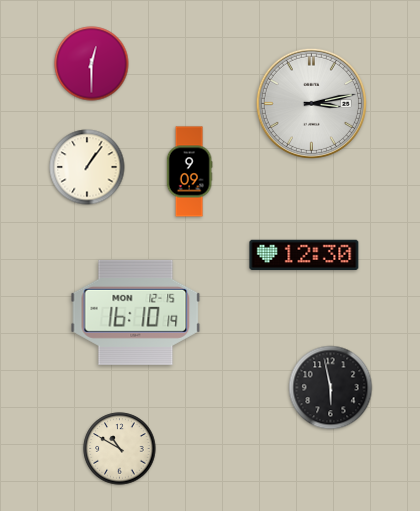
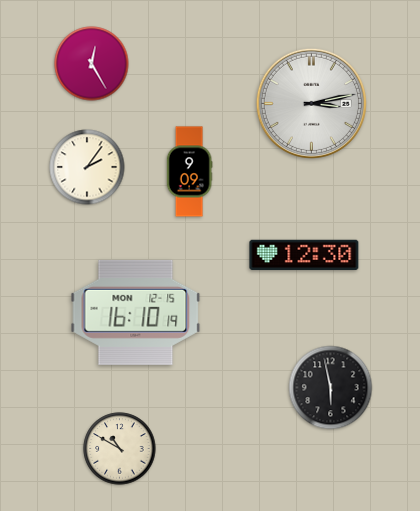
clock at (92, 64): 12:30 -> 12:25
clock at (87, 167): 1:06 -> 2:06
